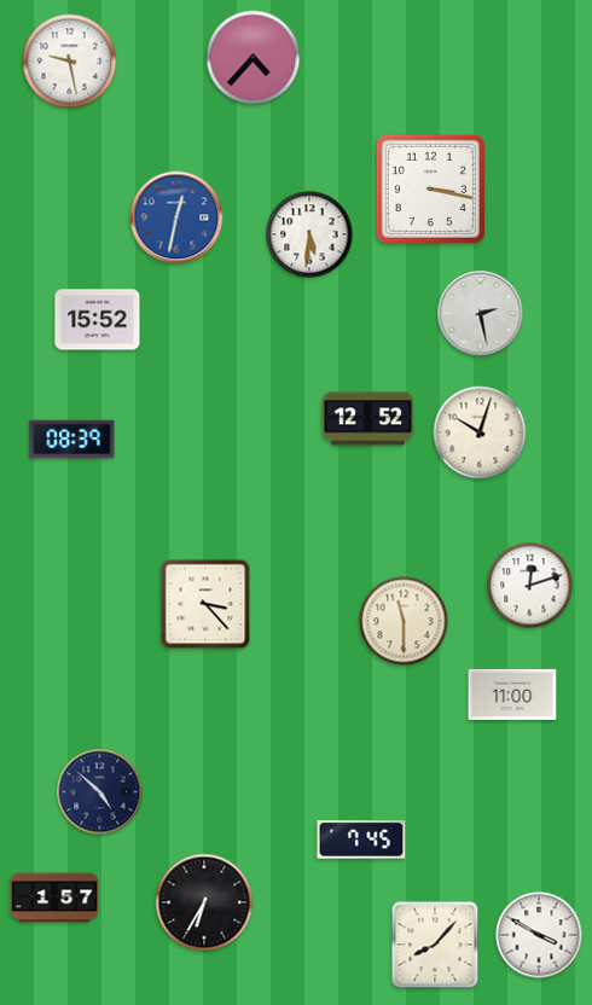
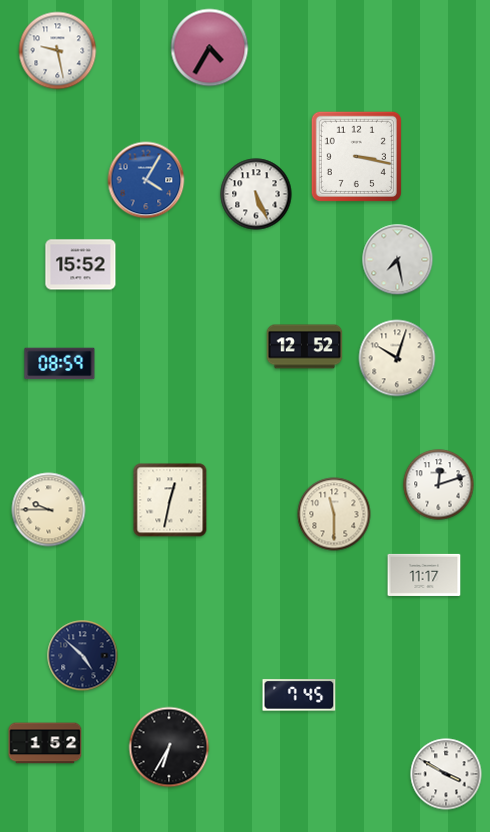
clock at (254, 58): 4:37 -> 4:35
clock at (176, 217): 12:32 -> 4:05
clock at (309, 234): 5:31 -> 5:26
clock at (481, 314): 2:28 -> 7:28
clock at (72, 440): 08:39 -> 08:59
clock at (205, 604): 3:23 -> 12:32
clock at (49, 510): none -> 9:45
clock at (512, 695): 11:00 -> 11:17
clock at (54, 897): 1:57 -> 1:52
clock at (435, 945): 8:07 -> none
